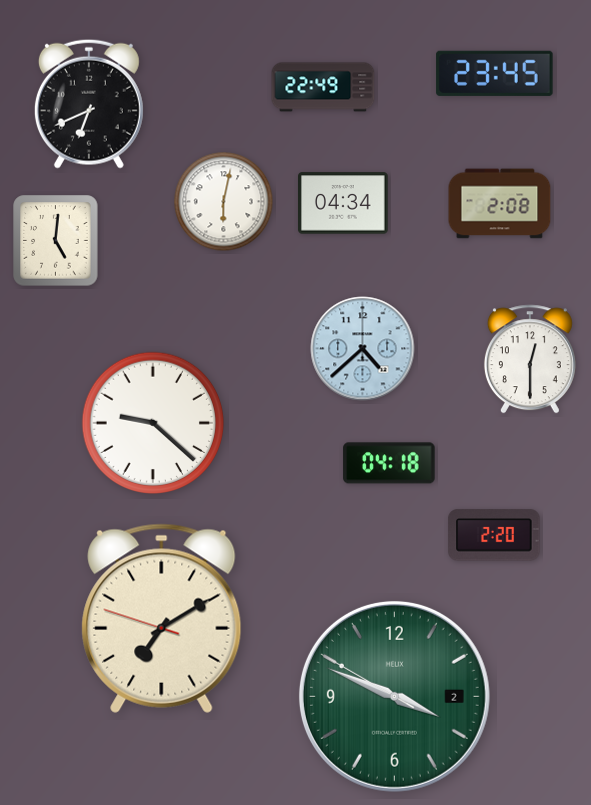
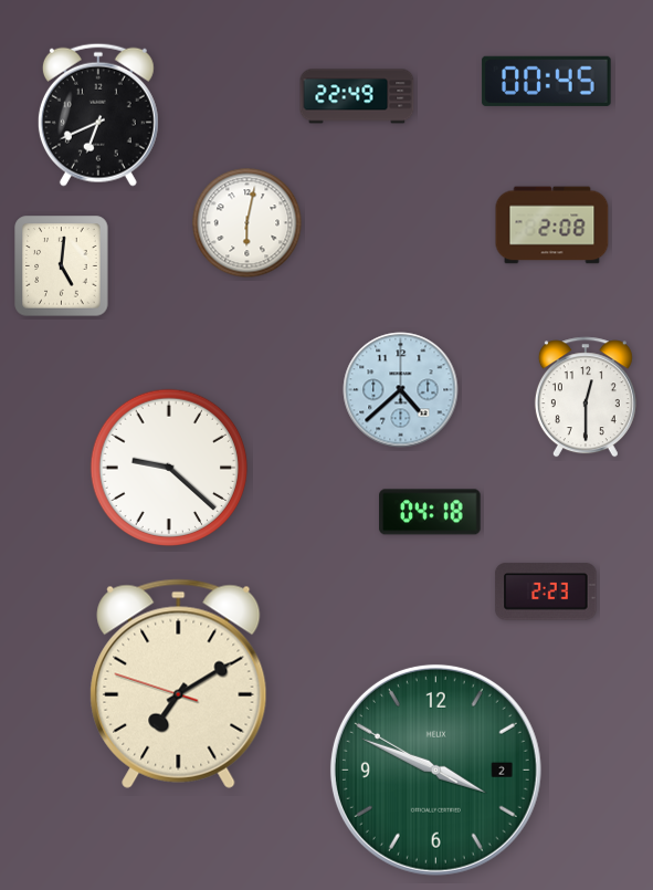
clock at (495, 73): 23:45 -> 00:45
clock at (344, 203): 04:34 -> none
clock at (363, 349) position: (363, 349) -> (401, 390)
clock at (494, 535): 2:20 -> 2:23
